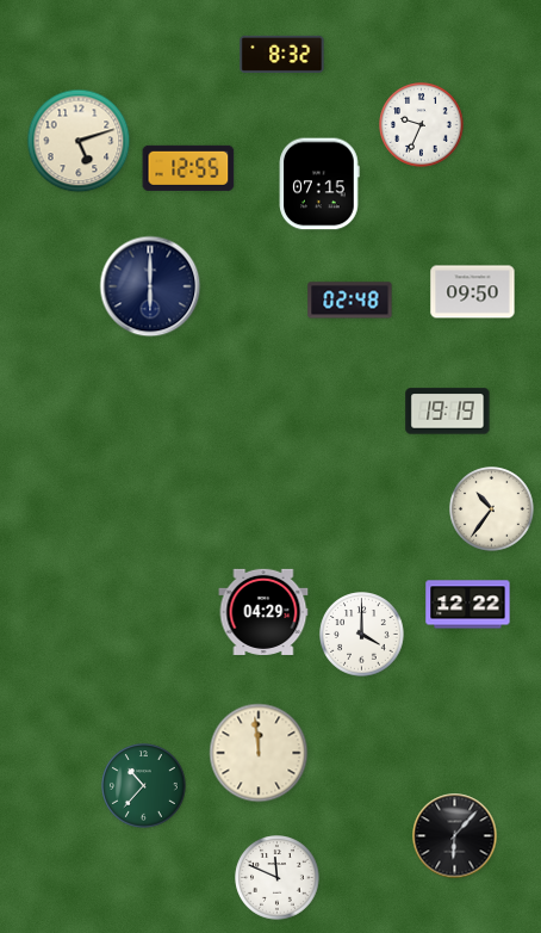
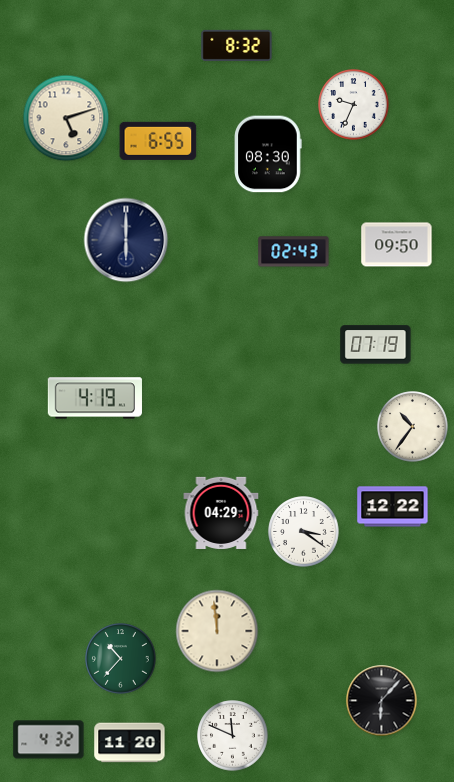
clock at (188, 168): 12:55 -> 6:55
clock at (319, 184): 07:15 -> 08:30
clock at (350, 301): 02:48 -> 02:43
clock at (448, 412): 19:19 -> 07:19
clock at (94, 398): none -> 4:19
clock at (362, 635): 4:00 -> 3:21
clock at (49, 740): none -> 4:32
clock at (130, 743): none -> 11:20
